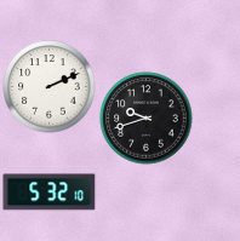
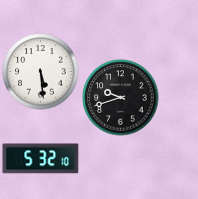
clock at (50, 87): 2:11 -> 5:29
